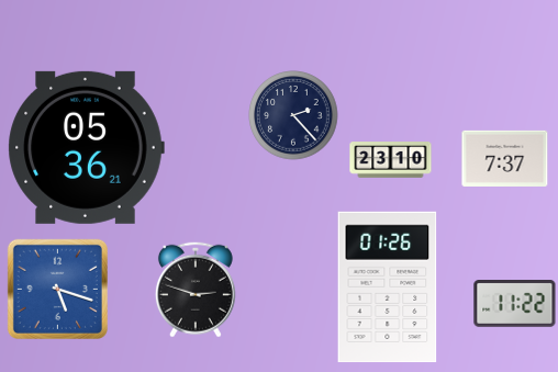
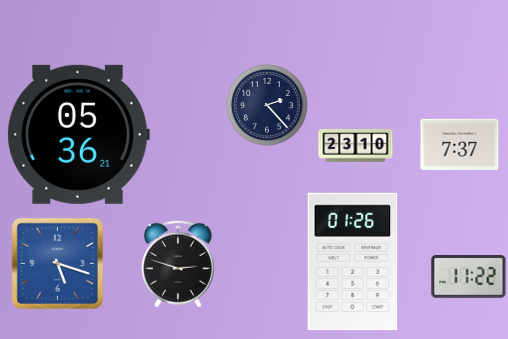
clock at (57, 289) position: (57, 289) -> (57, 263)
